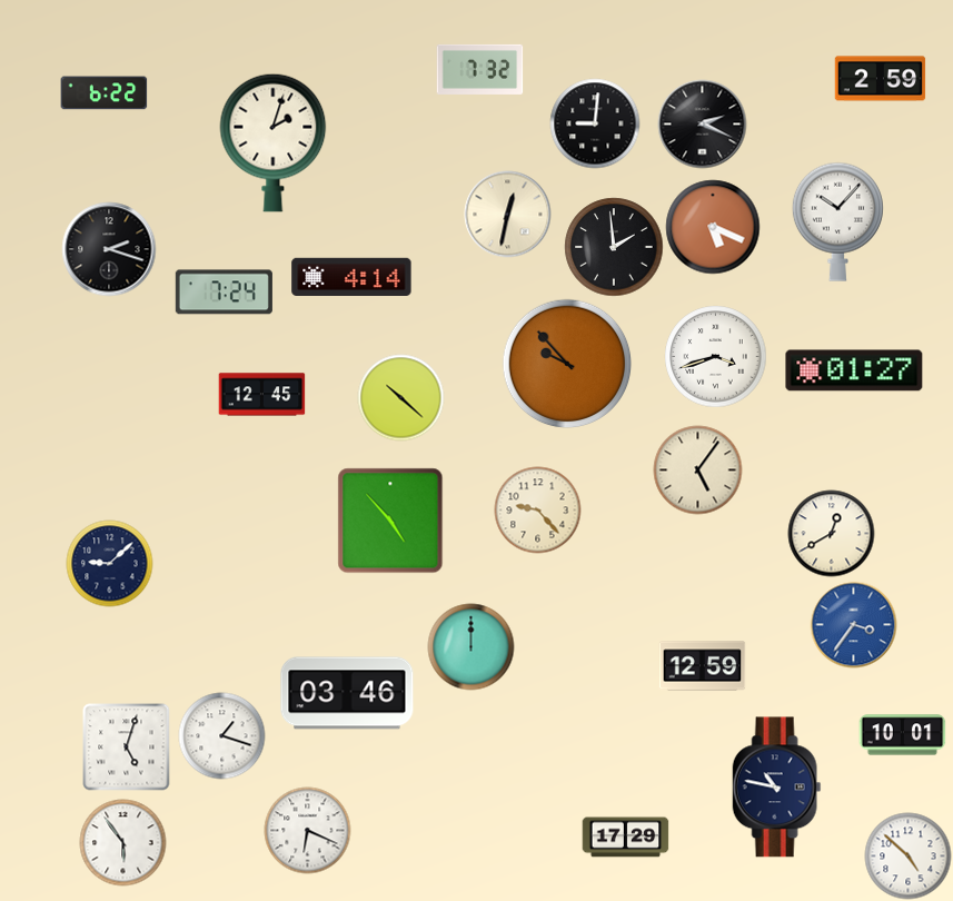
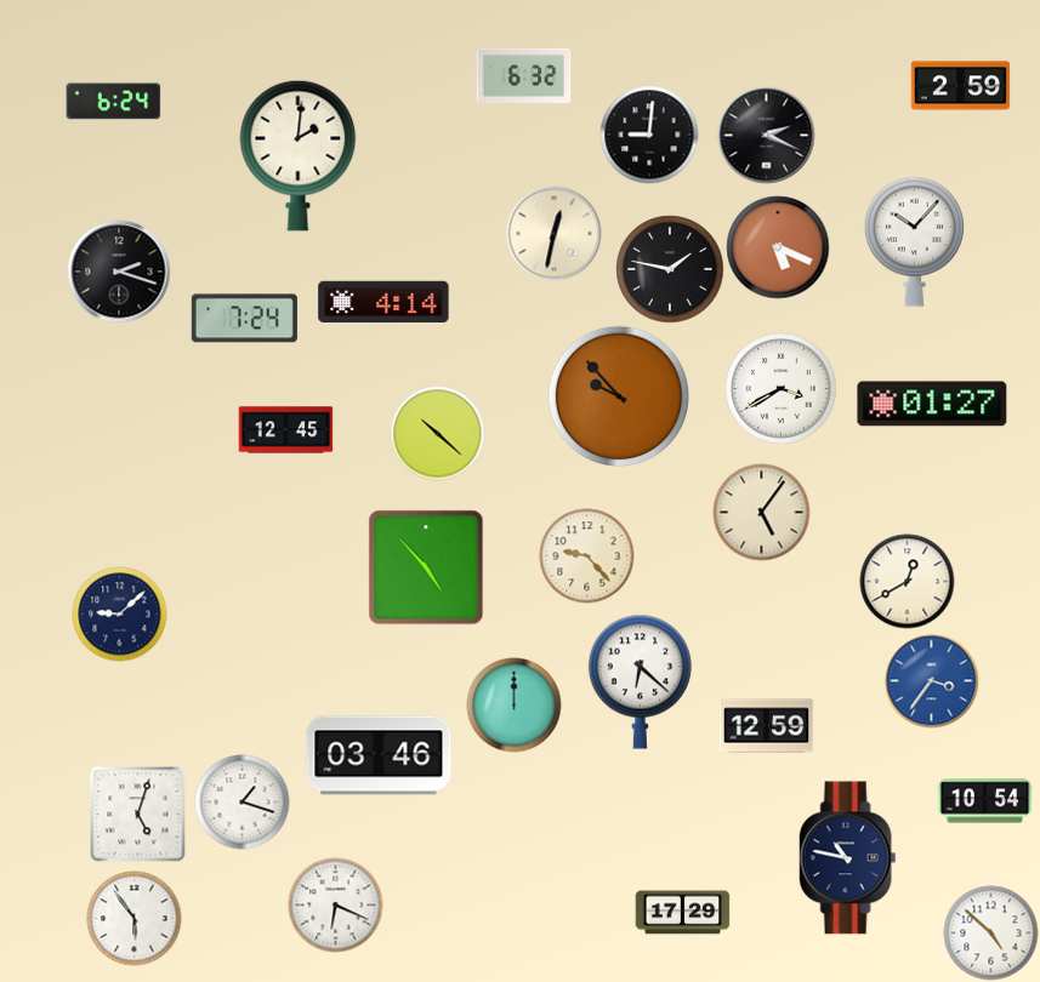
clock at (479, 69): 7:32 -> 6:32
clock at (103, 93): 6:22 -> 6:24
clock at (274, 142): 2:03 -> 2:01
clock at (614, 247): 1:59 -> 1:47
clock at (715, 356): 3:42 -> 3:40
clock at (640, 681): none -> 6:22
clock at (902, 735): 10:01 -> 10:54
